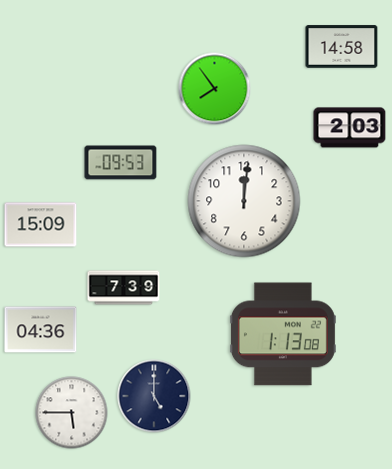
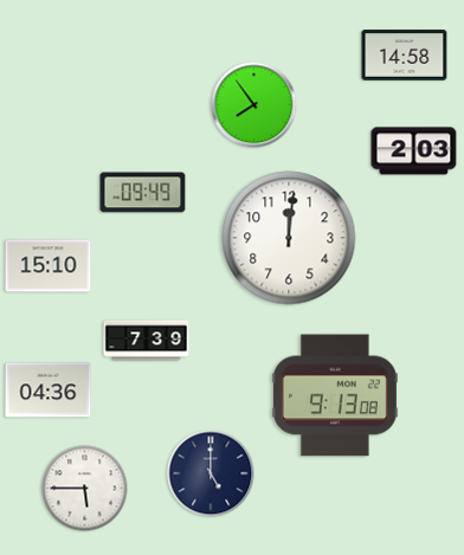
clock at (121, 163): 09:53 -> 09:49
clock at (41, 225): 15:09 -> 15:10
clock at (283, 334): 1:13 -> 9:13
clock at (154, 396) position: (154, 396) -> (211, 473)
